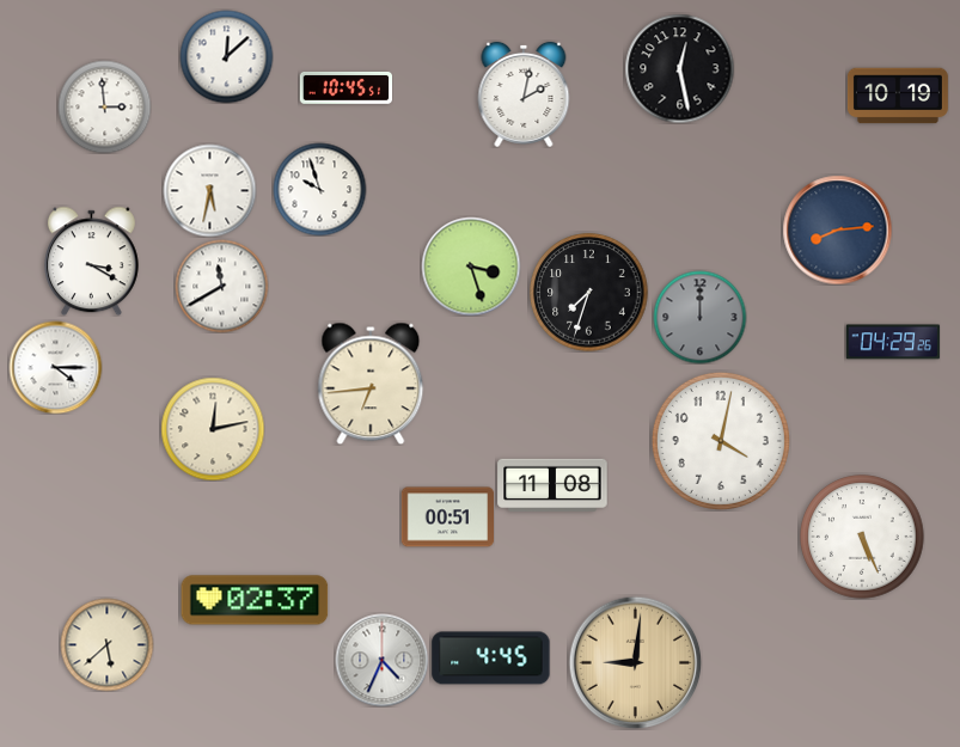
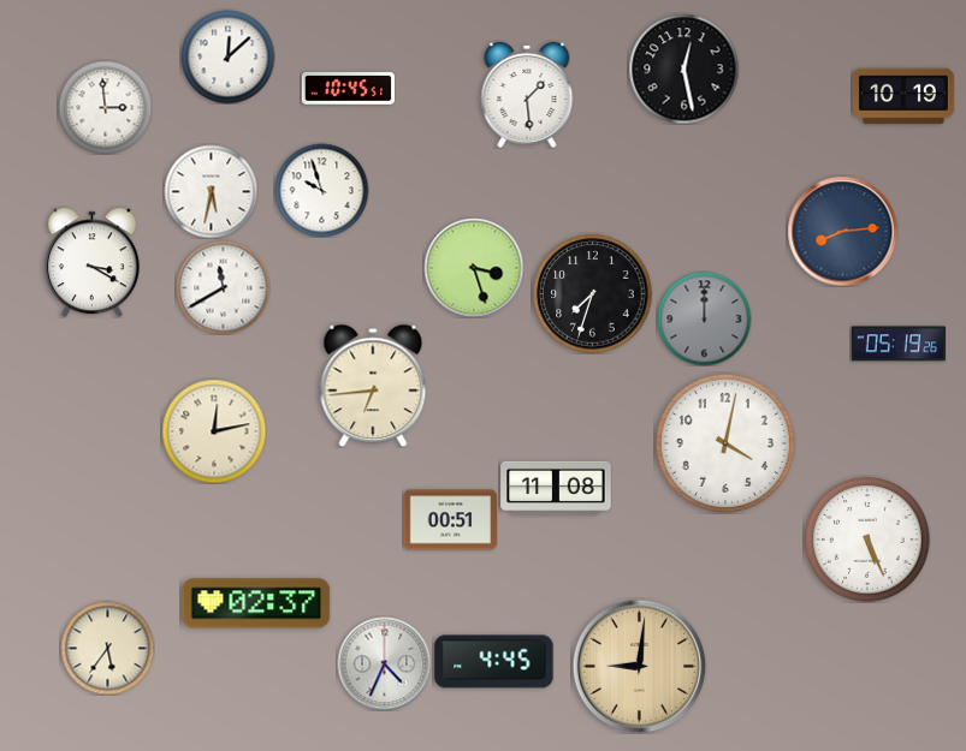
clock at (524, 94): 2:02 -> 1:29
clock at (893, 342): 04:29 -> 05:19
clock at (55, 367): 4:15 -> none
clock at (106, 644): 5:38 -> 5:36
